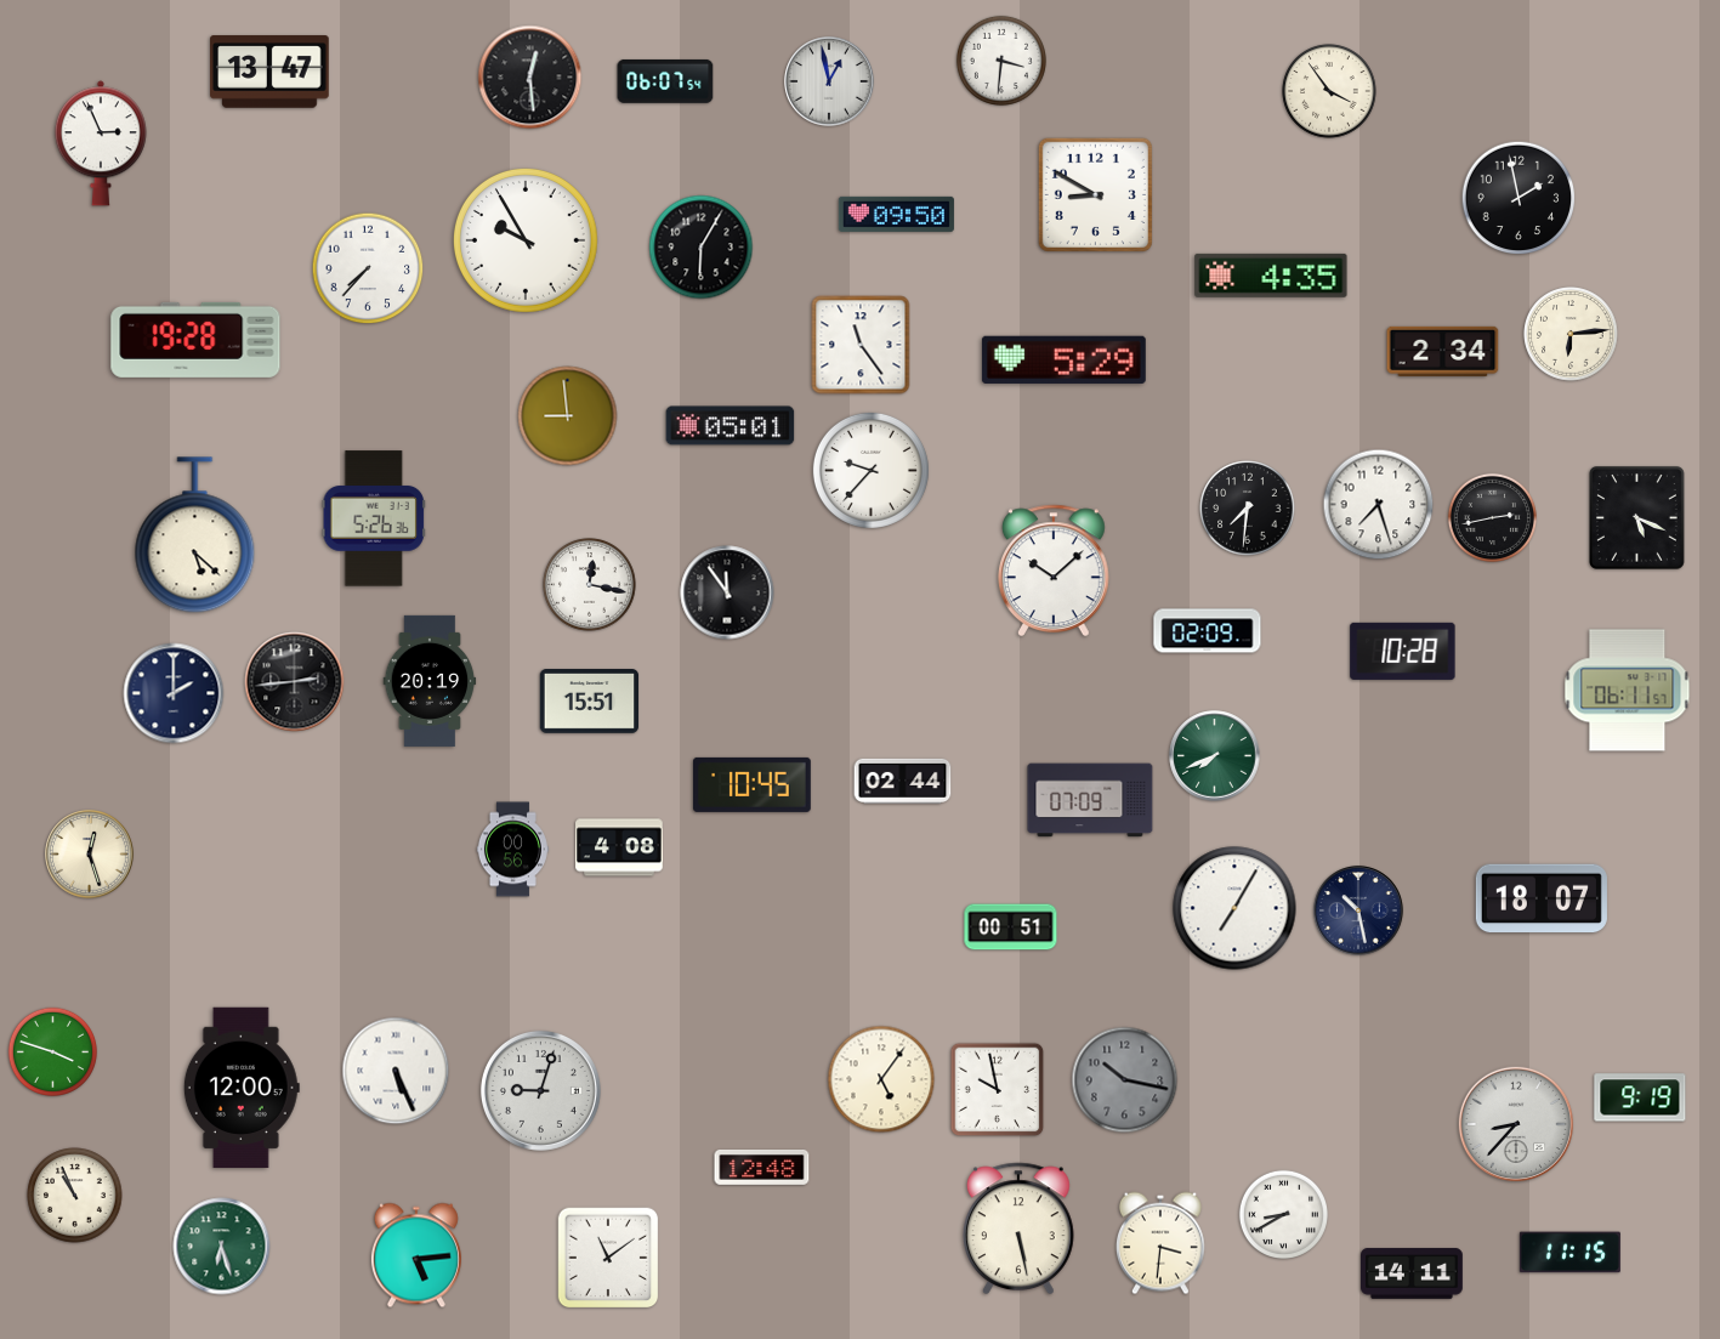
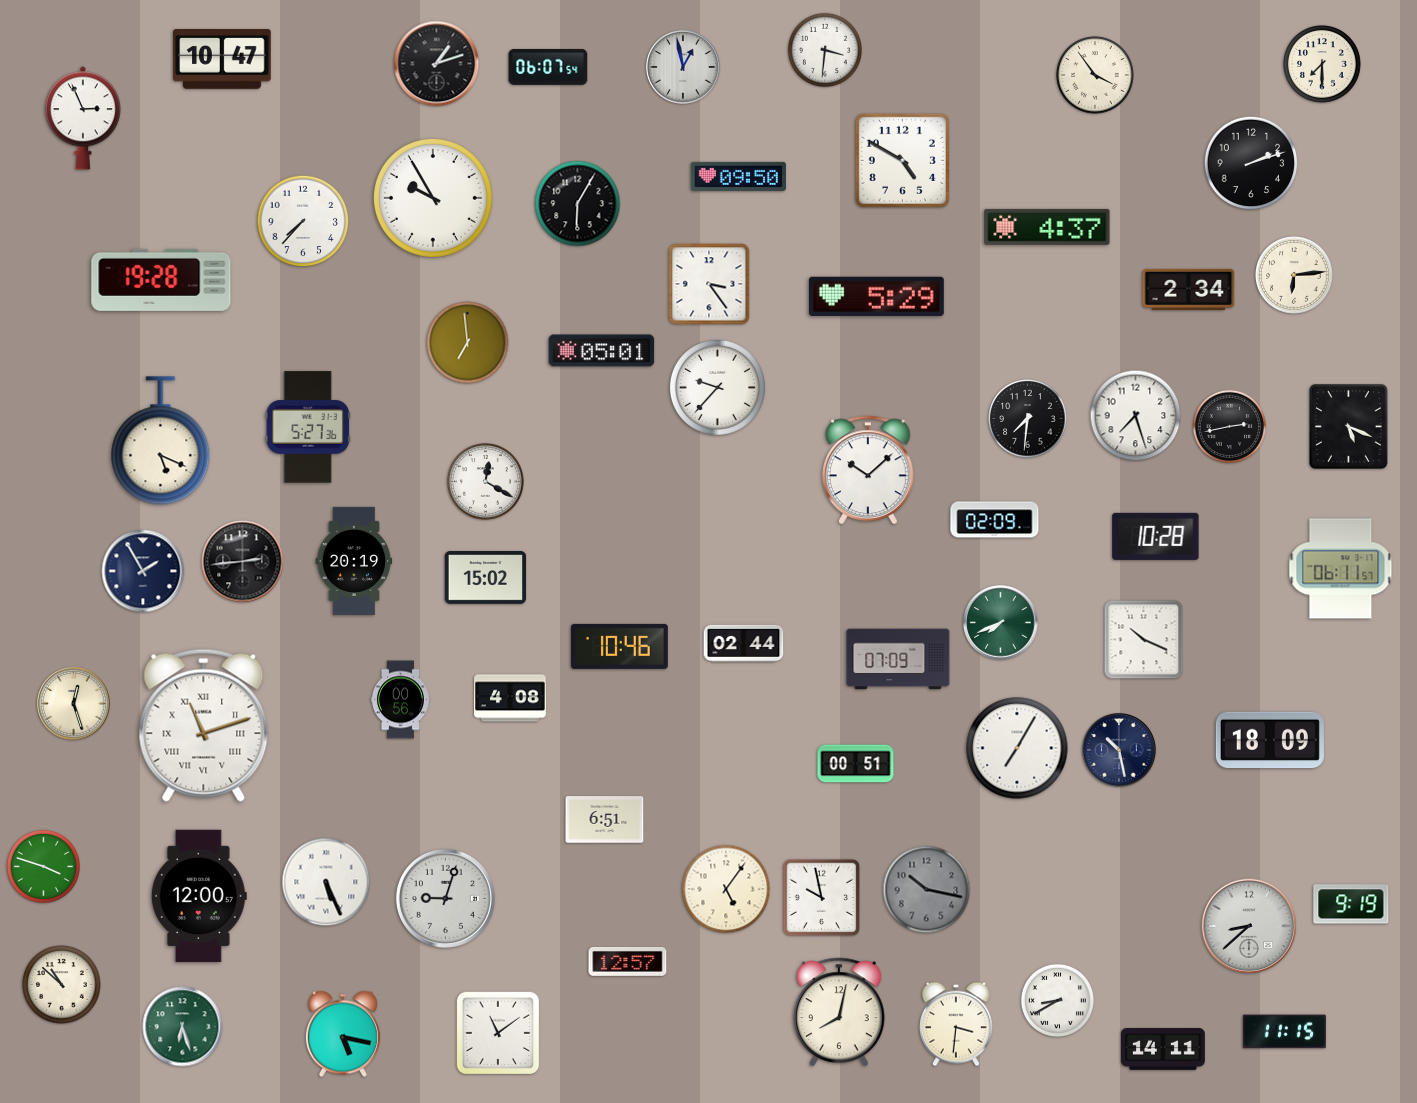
clock at (269, 72): 13:47 -> 10:47
clock at (530, 78): 12:29 -> 1:12
clock at (1322, 64): none -> 7:30
clock at (1095, 194): 8:50 -> 4:50
clock at (1519, 198): 1:58 -> 2:12
clock at (1271, 276): 4:35 -> 4:37
clock at (861, 345): 11:24 -> 3:24
clock at (568, 416): 8:59 -> 6:59
clock at (374, 518): 5:26 -> 5:27
clock at (195, 535): 5:22 -> 5:19
clock at (590, 585): 12:17 -> 12:20
clock at (727, 592): 11:54 -> none
clock at (174, 693): 2:00 -> 1:55
clock at (590, 702): 15:51 -> 15:02
clock at (1144, 640): none -> 10:19
clock at (751, 784): 10:45 -> 10:46
clock at (512, 850) position: (512, 850) -> (400, 700)
clock at (204, 725): none -> 11:12
clock at (1542, 898): 18:07 -> 18:09
clock at (1011, 927) position: (1011, 927) -> (856, 764)
clock at (605, 820): none -> 6:51
clock at (1515, 1123): 8:37 -> 8:38
clock at (762, 1168): 12:48 -> 12:57
clock at (75, 1196): 10:56 -> 10:52
clock at (1020, 1229): 5:28 -> 8:02
clock at (1569, 1253) position: (1569, 1253) -> (1284, 1032)
clock at (416, 1255): 5:14 -> 5:17
clock at (608, 1258) position: (608, 1258) -> (498, 1033)
